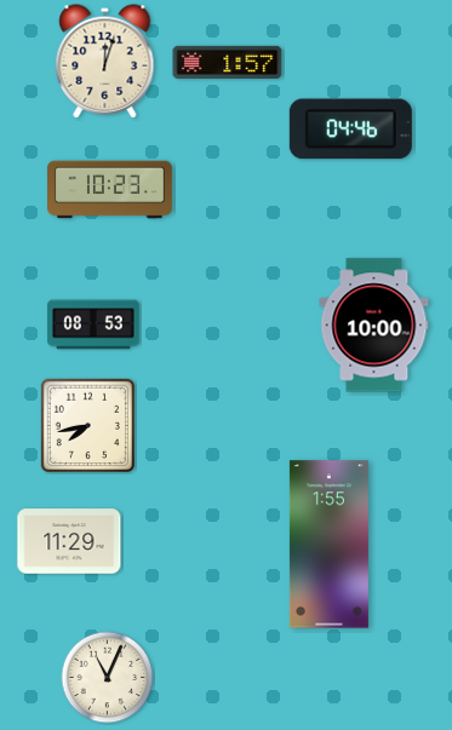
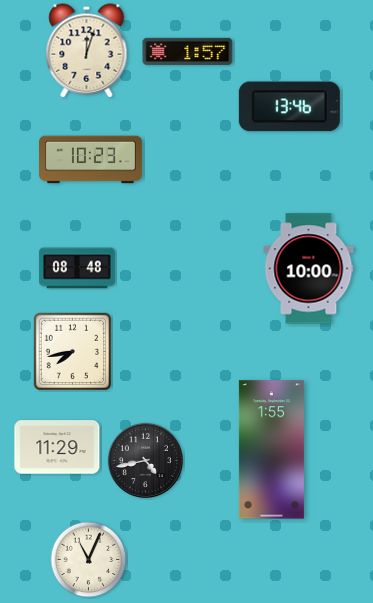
clock at (350, 130): 04:46 -> 13:46
clock at (110, 190) position: (110, 190) -> (91, 160)
clock at (93, 324): 08:53 -> 08:48
clock at (145, 460): none -> 4:43
